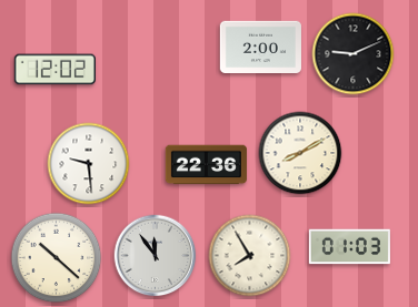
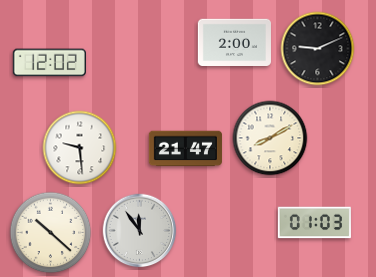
clock at (206, 165): 22:36 -> 21:47
clock at (250, 256): 7:55 -> none
